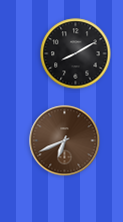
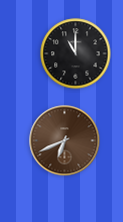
clock at (76, 54): 8:10 -> 11:00
